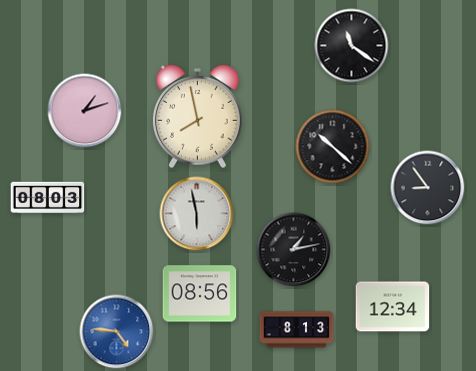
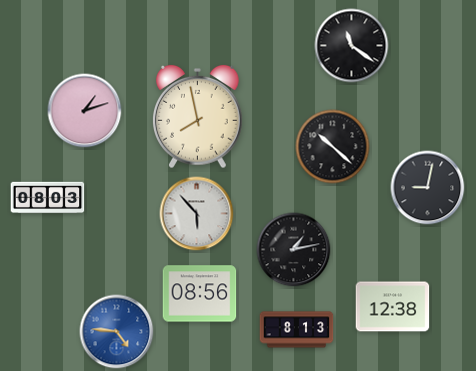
clock at (428, 188): 8:54 -> 9:02
clock at (197, 214): 5:58 -> 5:53
clock at (393, 307): 12:34 -> 12:38
